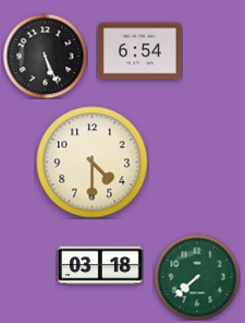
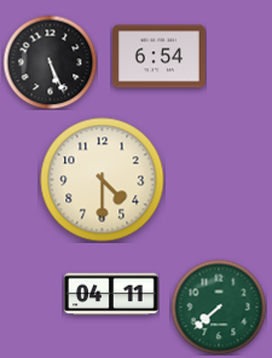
clock at (140, 51) position: (140, 51) -> (160, 57)
clock at (100, 265): 03:18 -> 04:11
